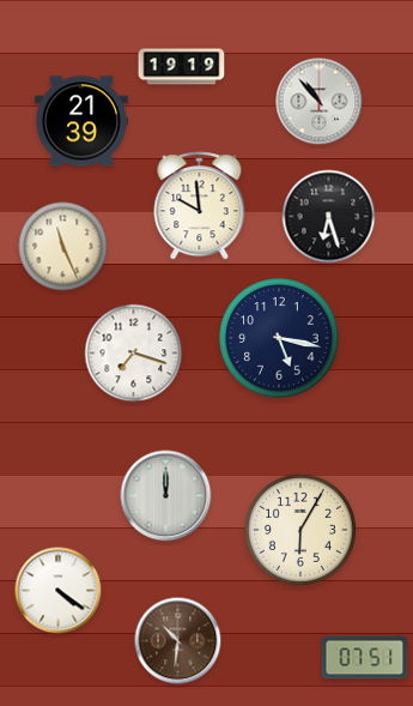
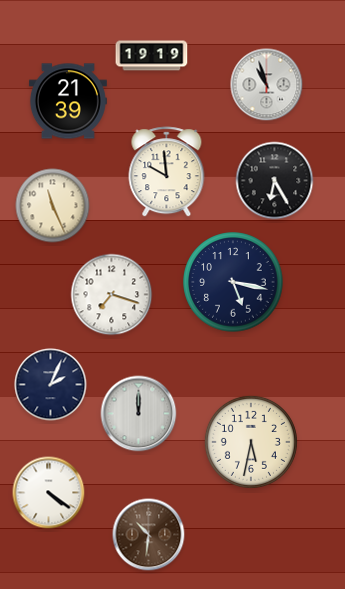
clock at (320, 102): 10:53 -> 10:57
clock at (329, 217): 6:27 -> 6:25
clock at (51, 385): none -> 2:04
clock at (300, 530): 6:05 -> 5:32
clock at (365, 658): 07:51 -> none
